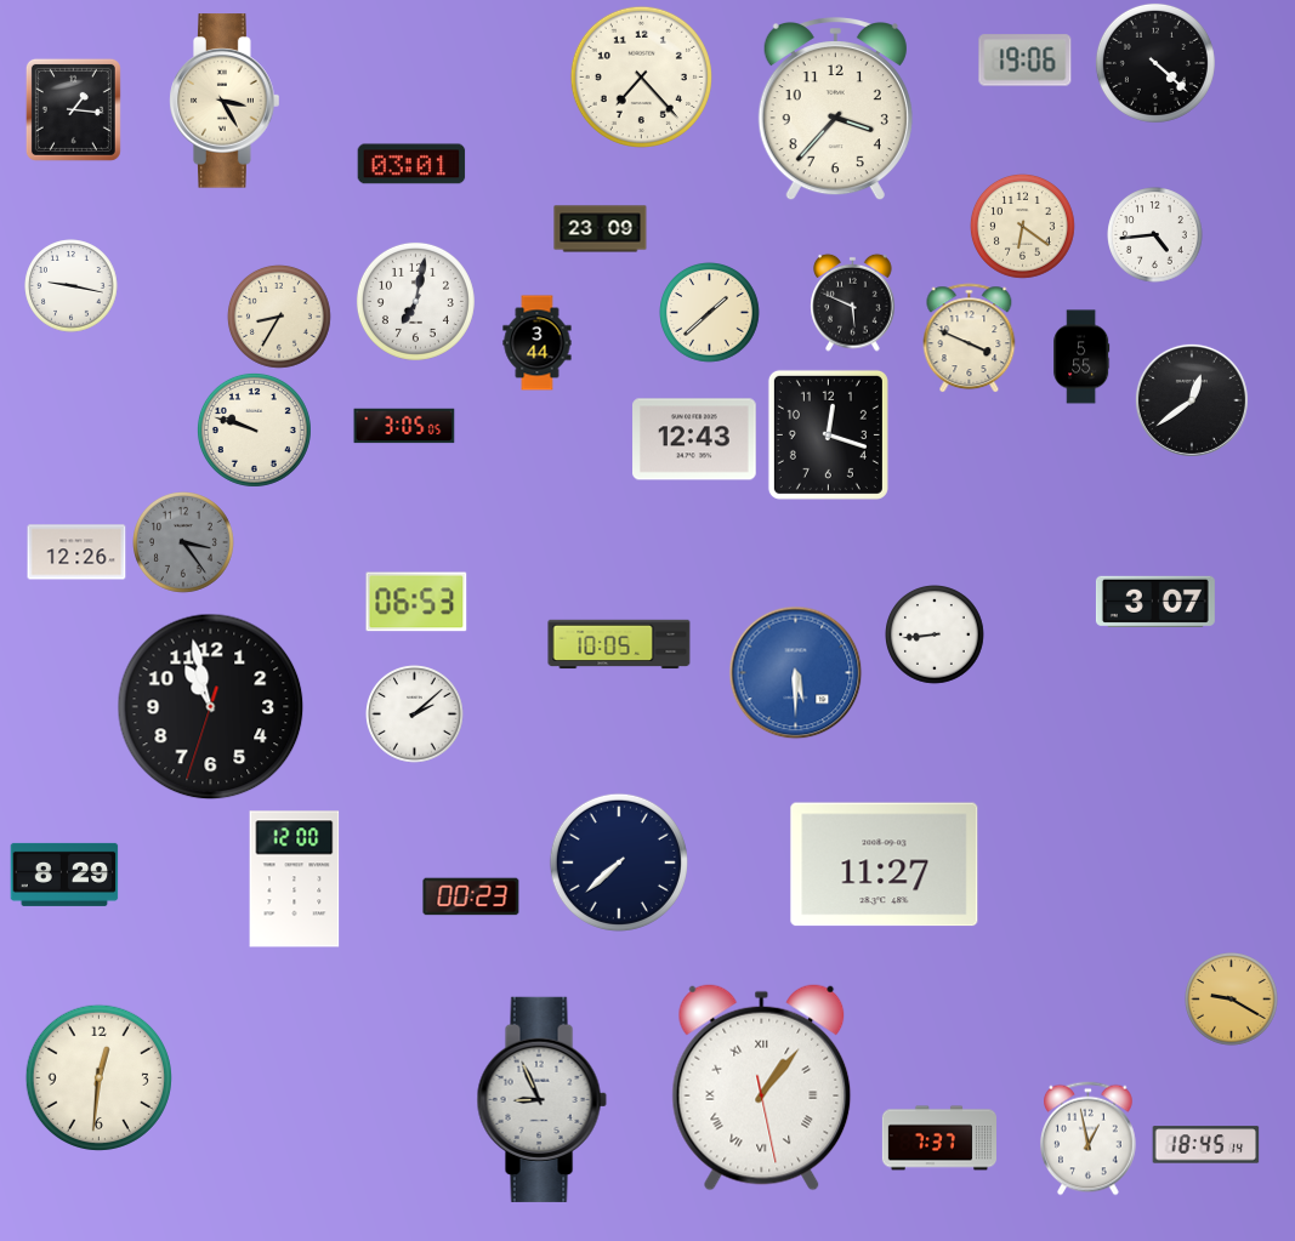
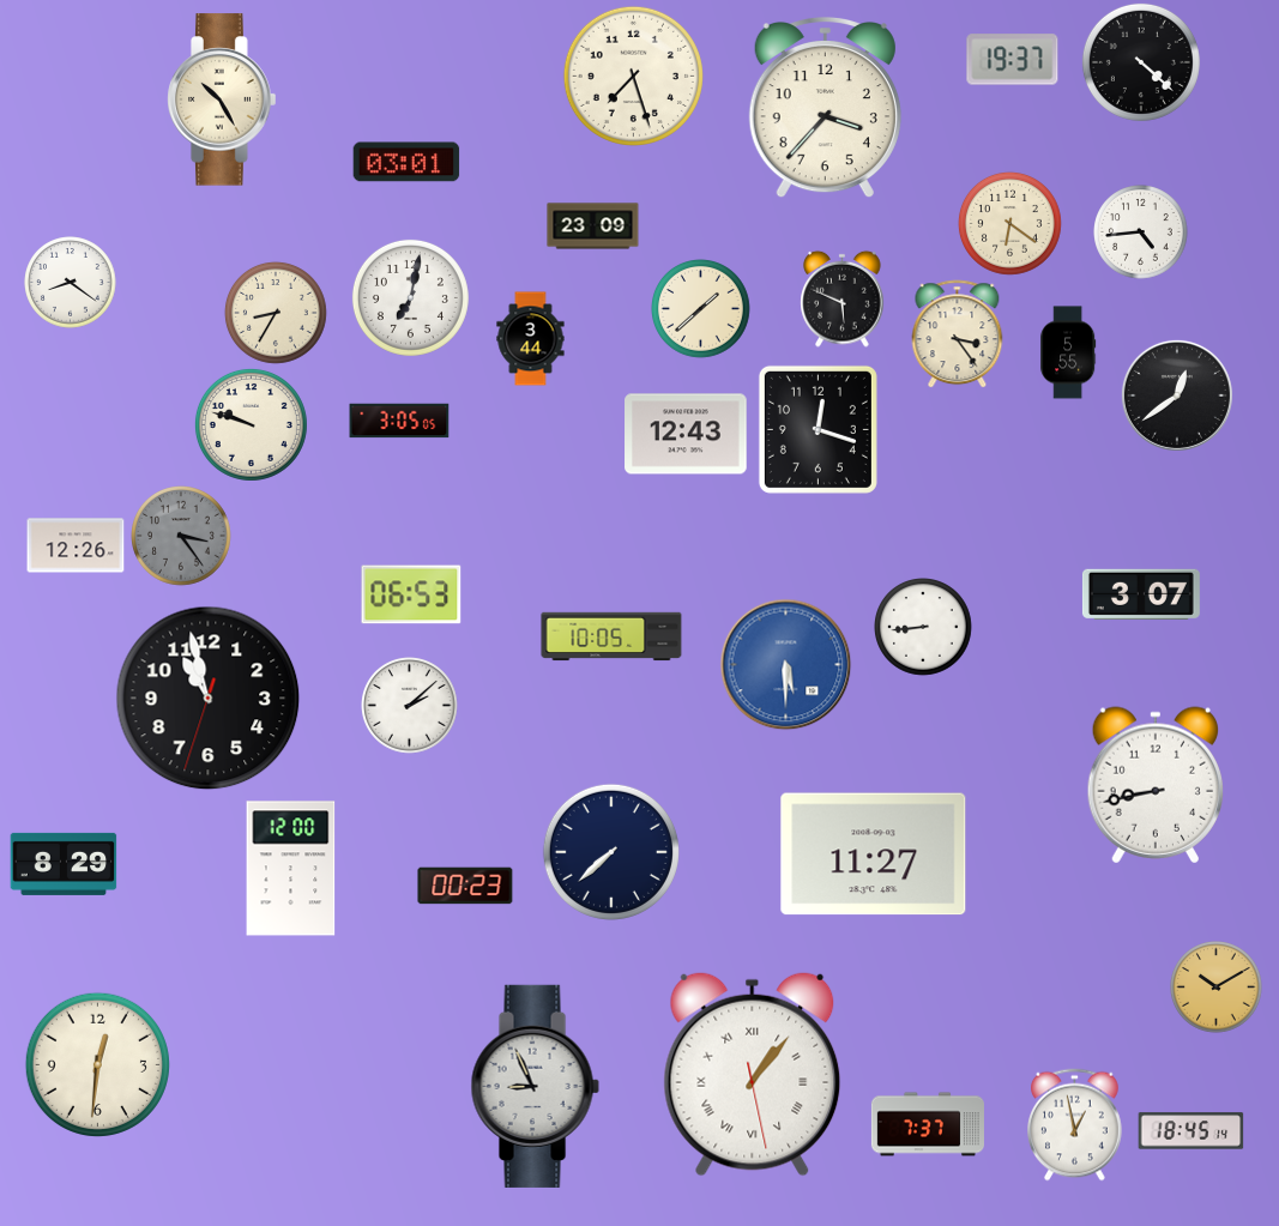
clock at (1026, 61): 19:06 -> 19:37
clock at (641, 76): 7:23 -> 7:27
clock at (225, 101): 3:25 -> 10:25
clock at (73, 109): 1:16 -> none
clock at (72, 286): 9:17 -> 8:21
clock at (970, 338): 3:49 -> 3:24
clock at (1154, 785): none -> 8:43
clock at (1232, 1000): 9:20 -> 10:10
